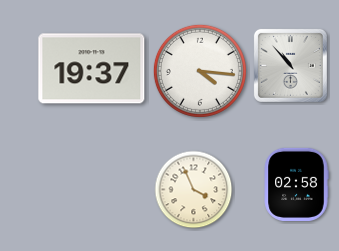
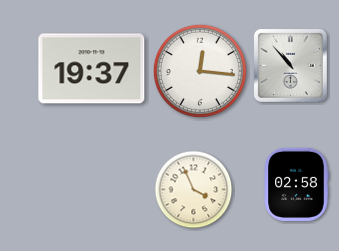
clock at (200, 71): 4:16 -> 12:16
